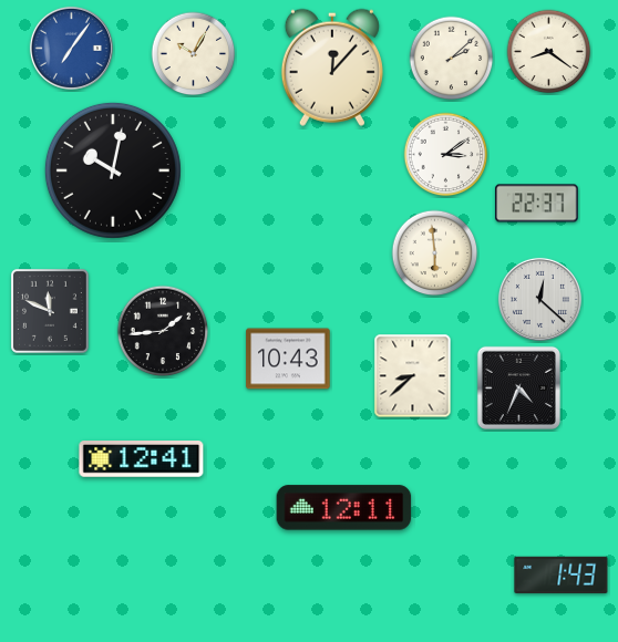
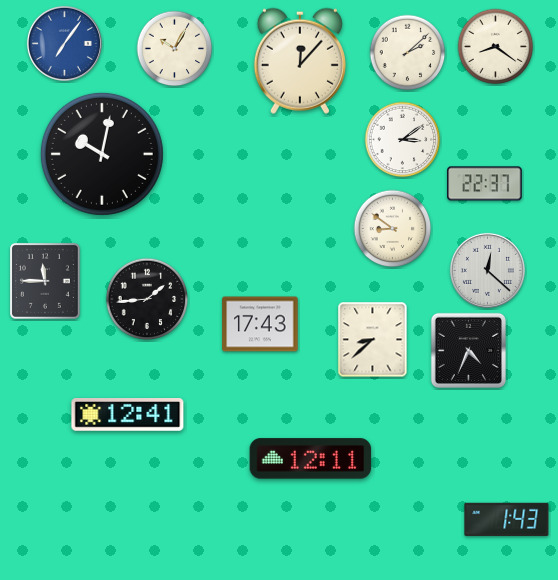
clock at (435, 253): 5:59 -> 8:51
clock at (50, 311): 11:49 -> 11:45
clock at (288, 359): 10:43 -> 17:43
